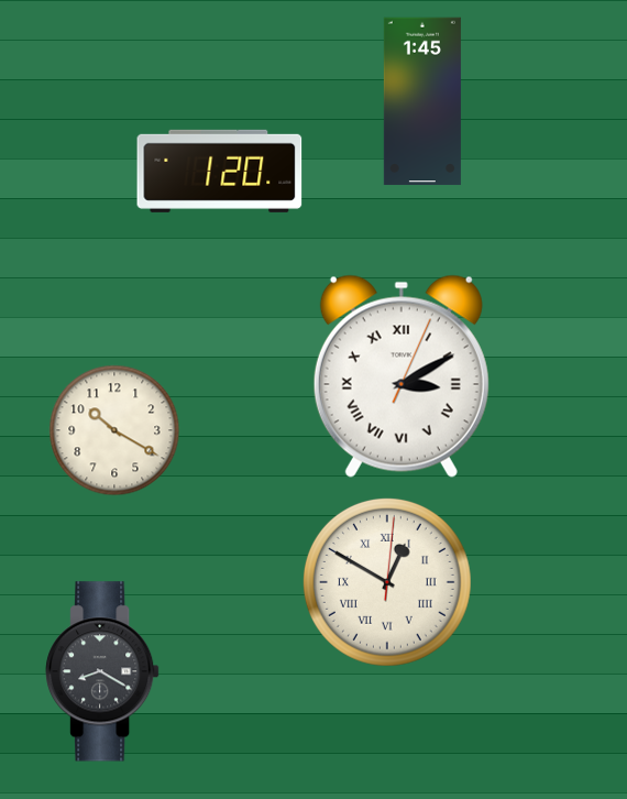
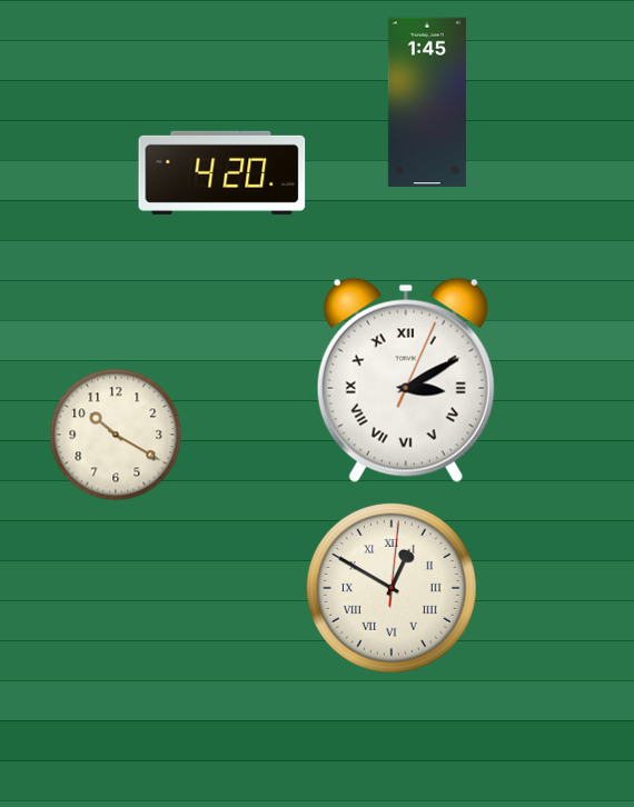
clock at (220, 171): 1:20 -> 4:20
clock at (102, 671): 8:20 -> none
